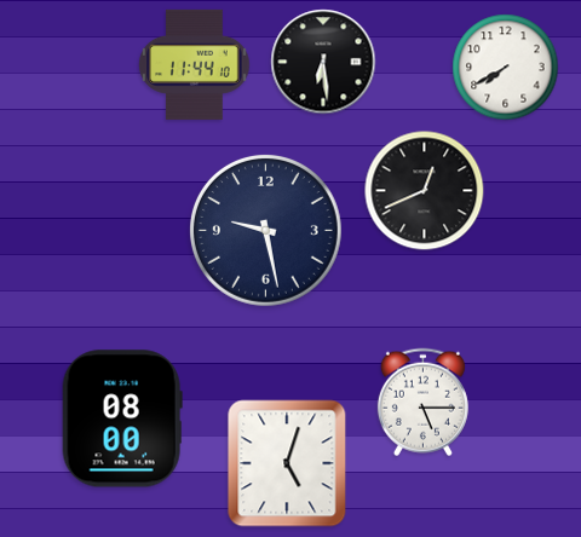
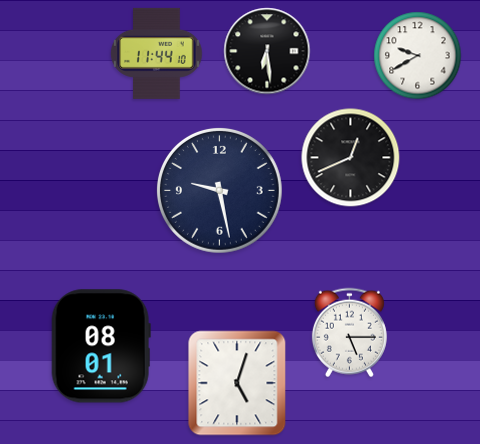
clock at (195, 64) position: (195, 64) -> (157, 53)
clock at (506, 68): 7:40 -> 9:40
clock at (122, 418): 08:00 -> 08:01
